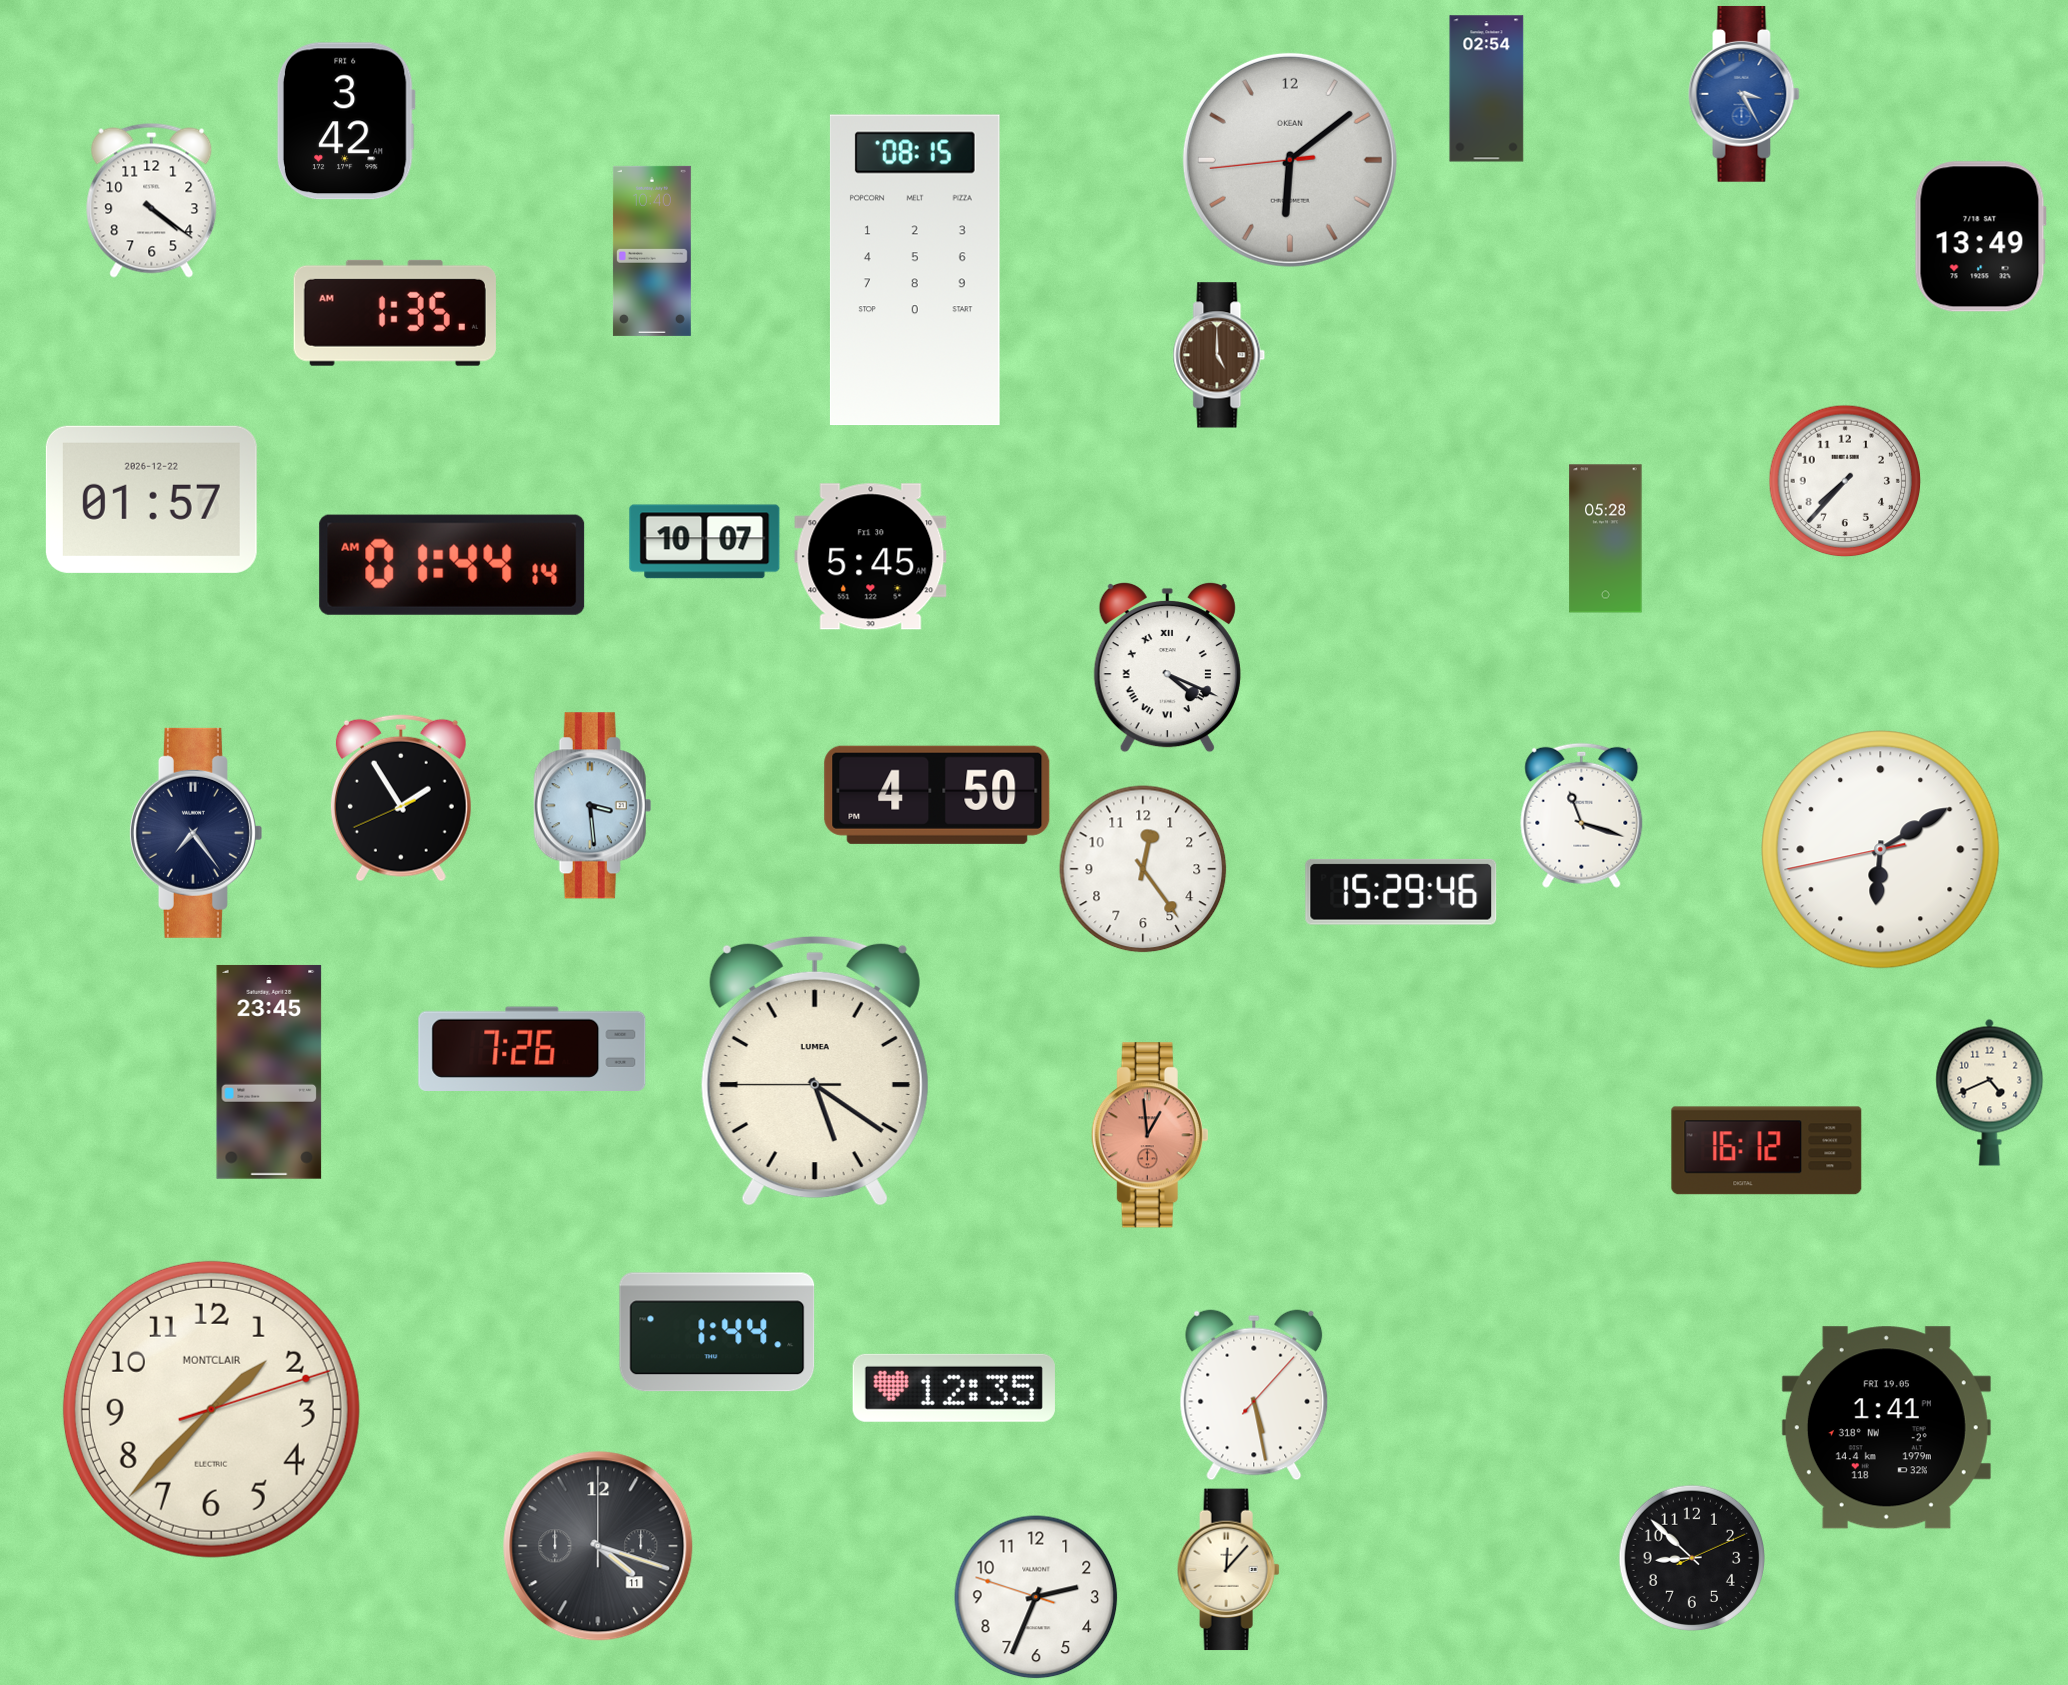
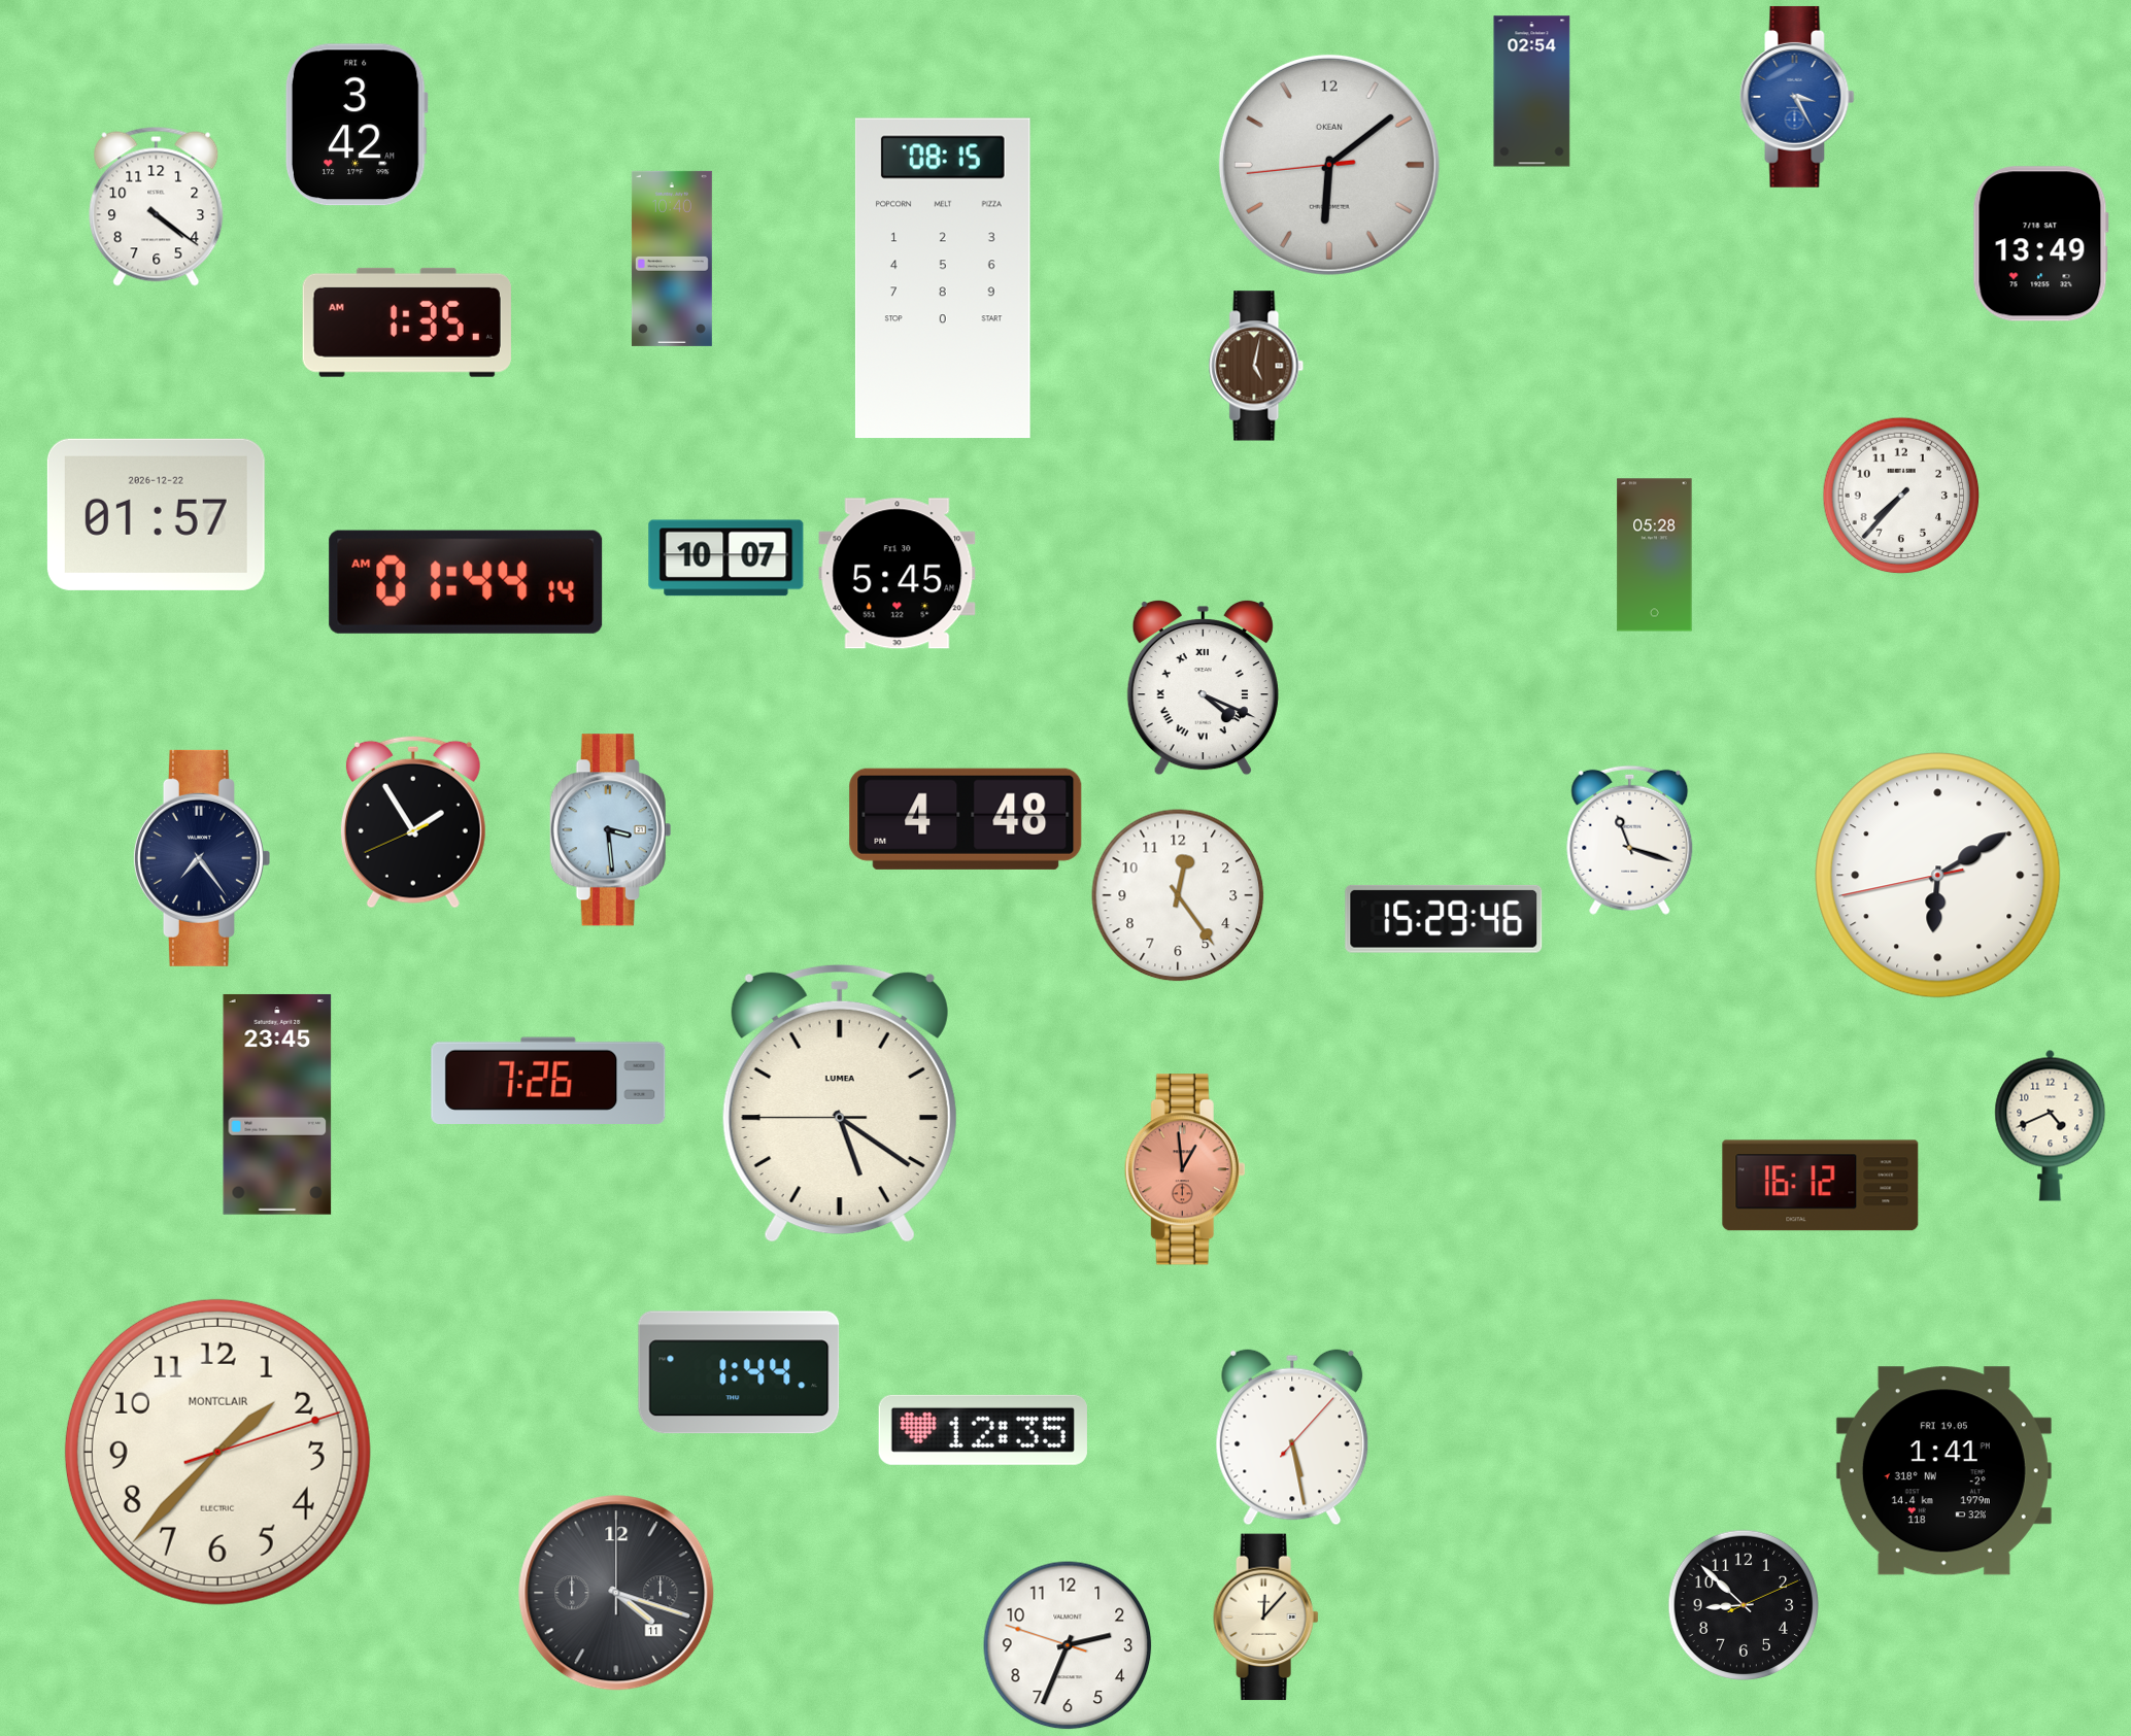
clock at (1219, 355): 5:00 -> 5:02
clock at (937, 795): 4:50 -> 4:48
